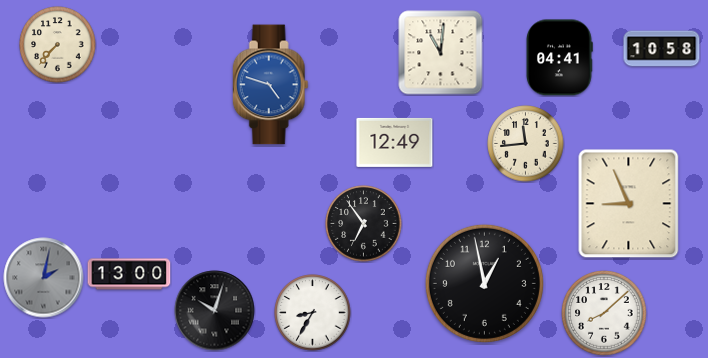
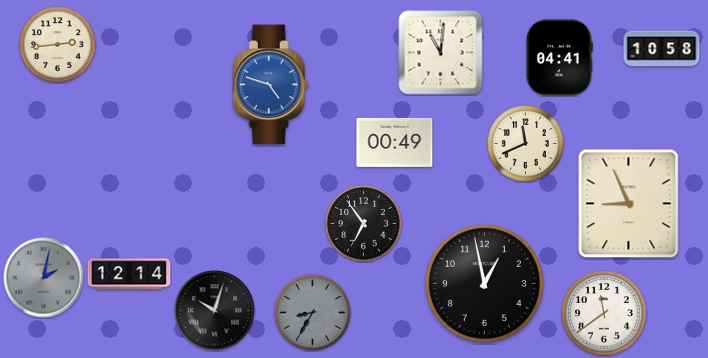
clock at (58, 45): 7:37 -> 2:44
clock at (395, 142): 12:49 -> 00:49
clock at (526, 144): 11:44 -> 11:41
clock at (129, 274): 13:00 -> 12:14
clock at (313, 313) dial: white -> grey
clock at (604, 313): 8:08 -> 11:39
